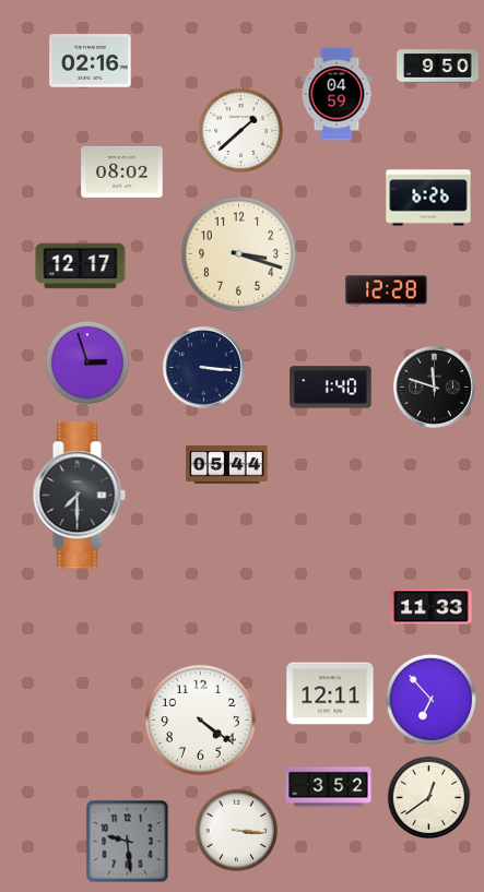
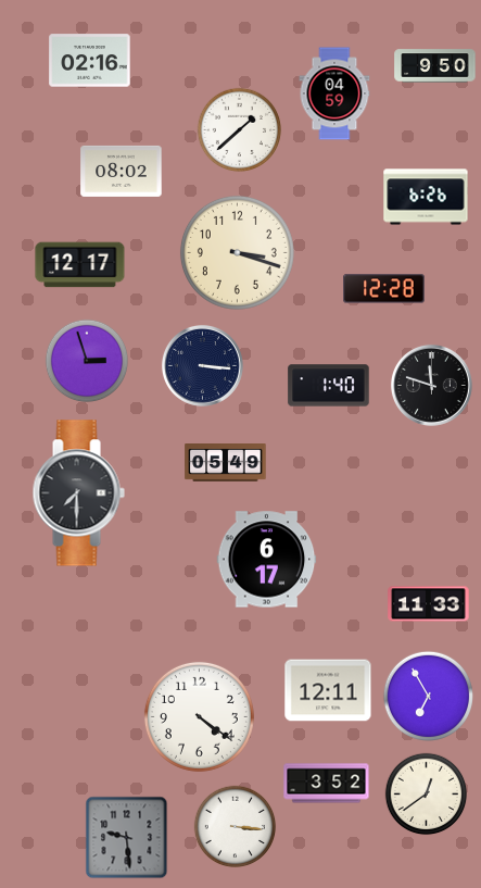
clock at (227, 465): 05:44 -> 05:49
clock at (267, 560): none -> 6:17
clock at (430, 699): 6:53 -> 6:55
